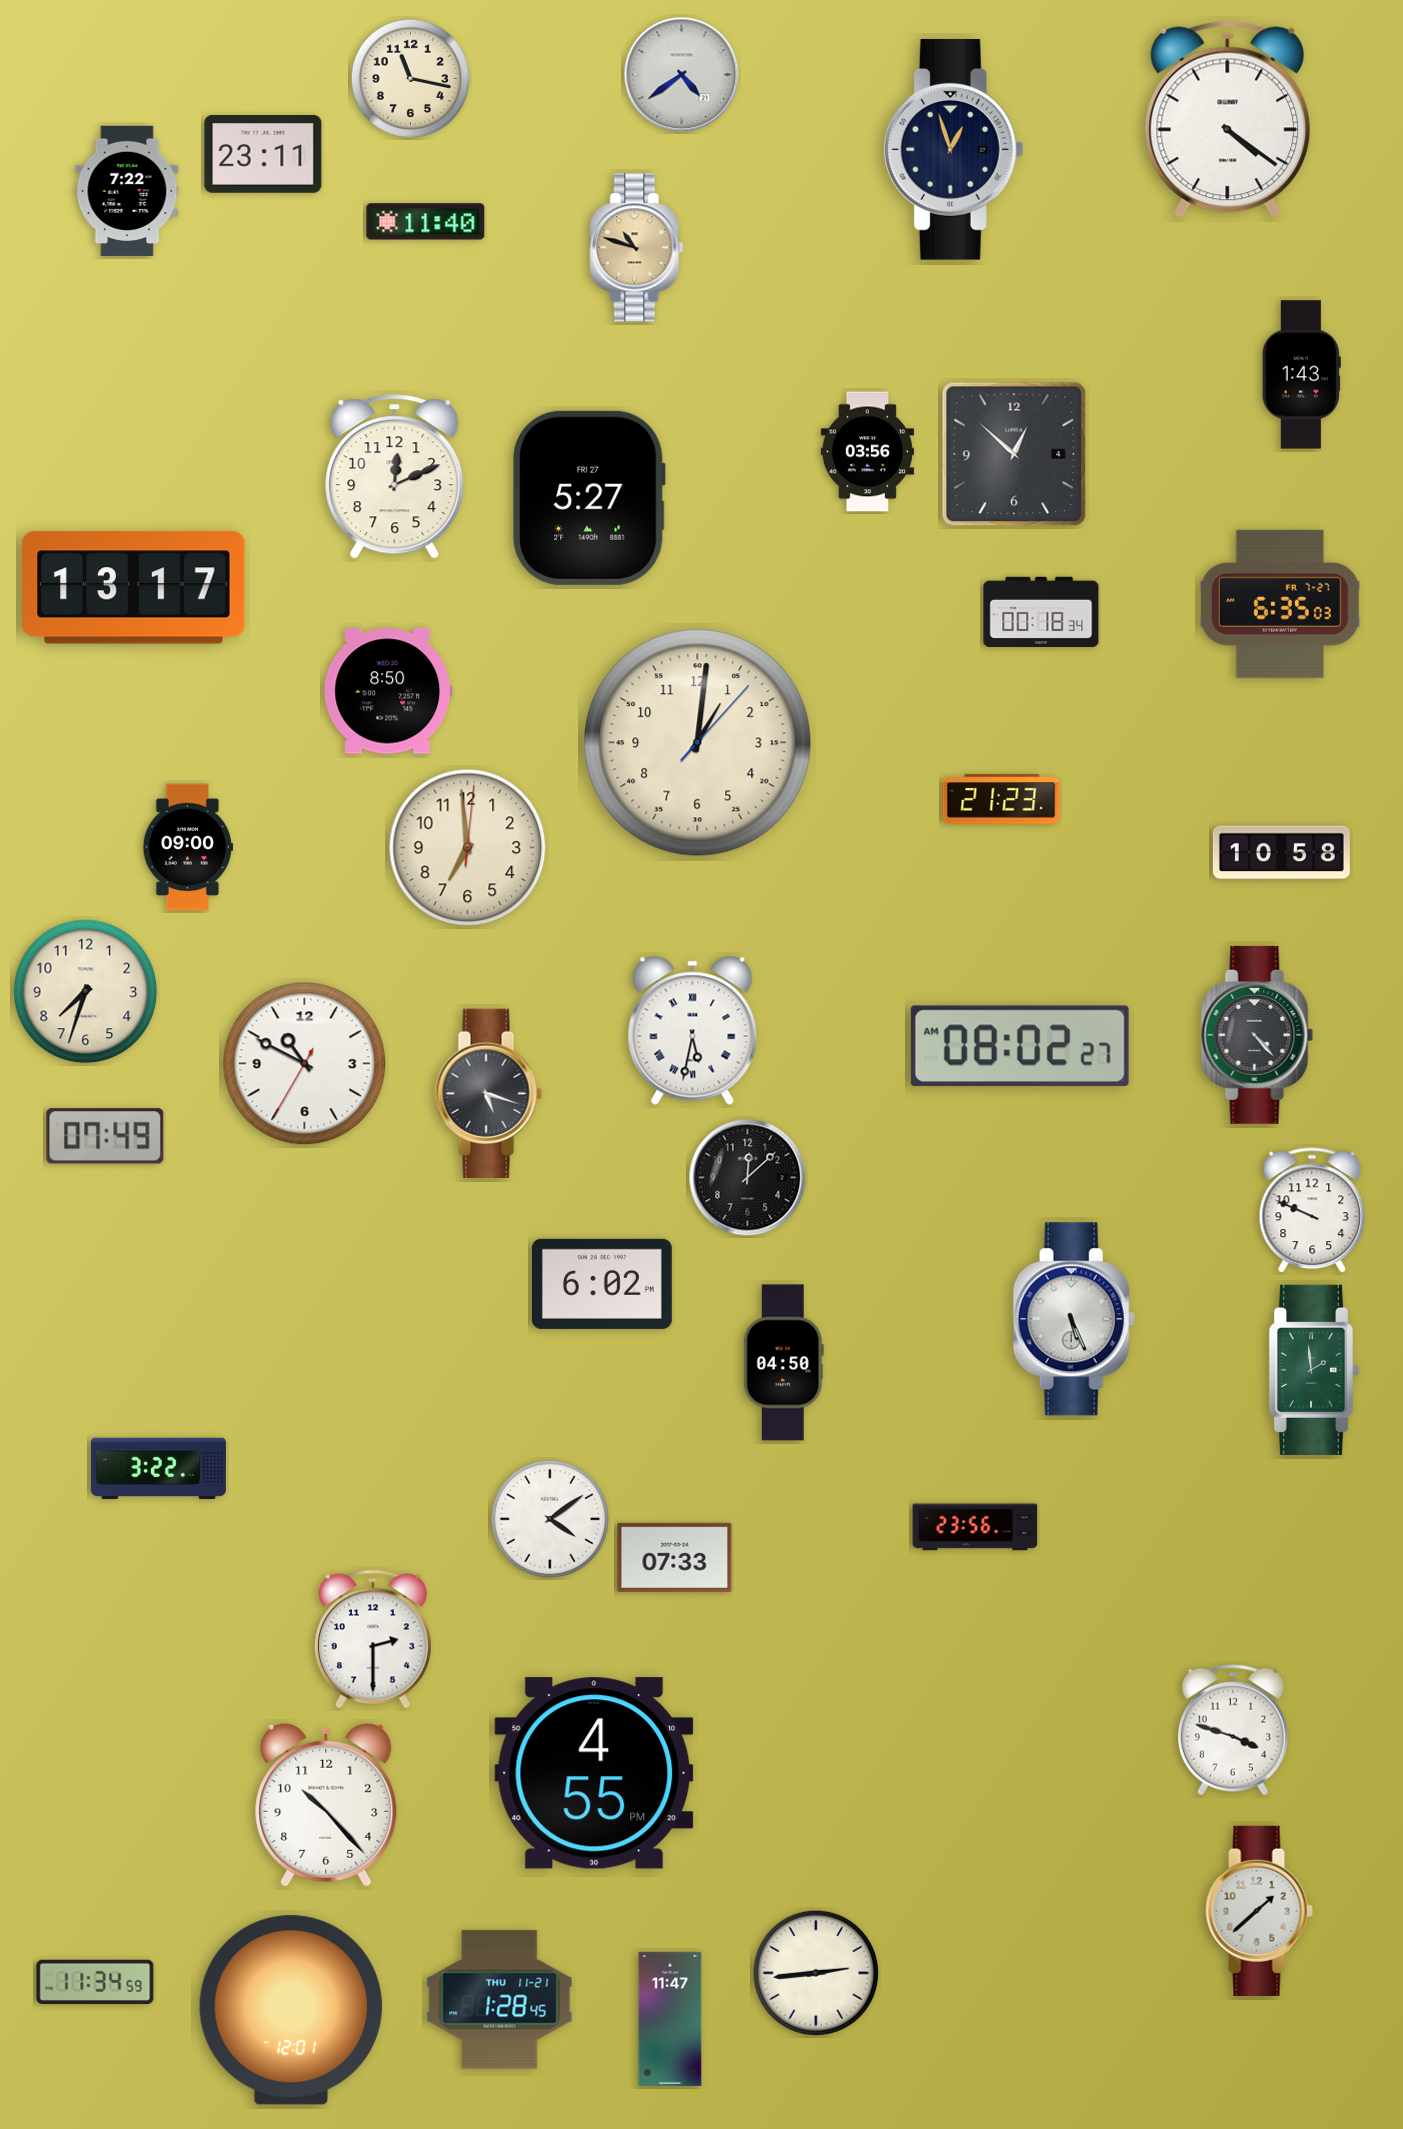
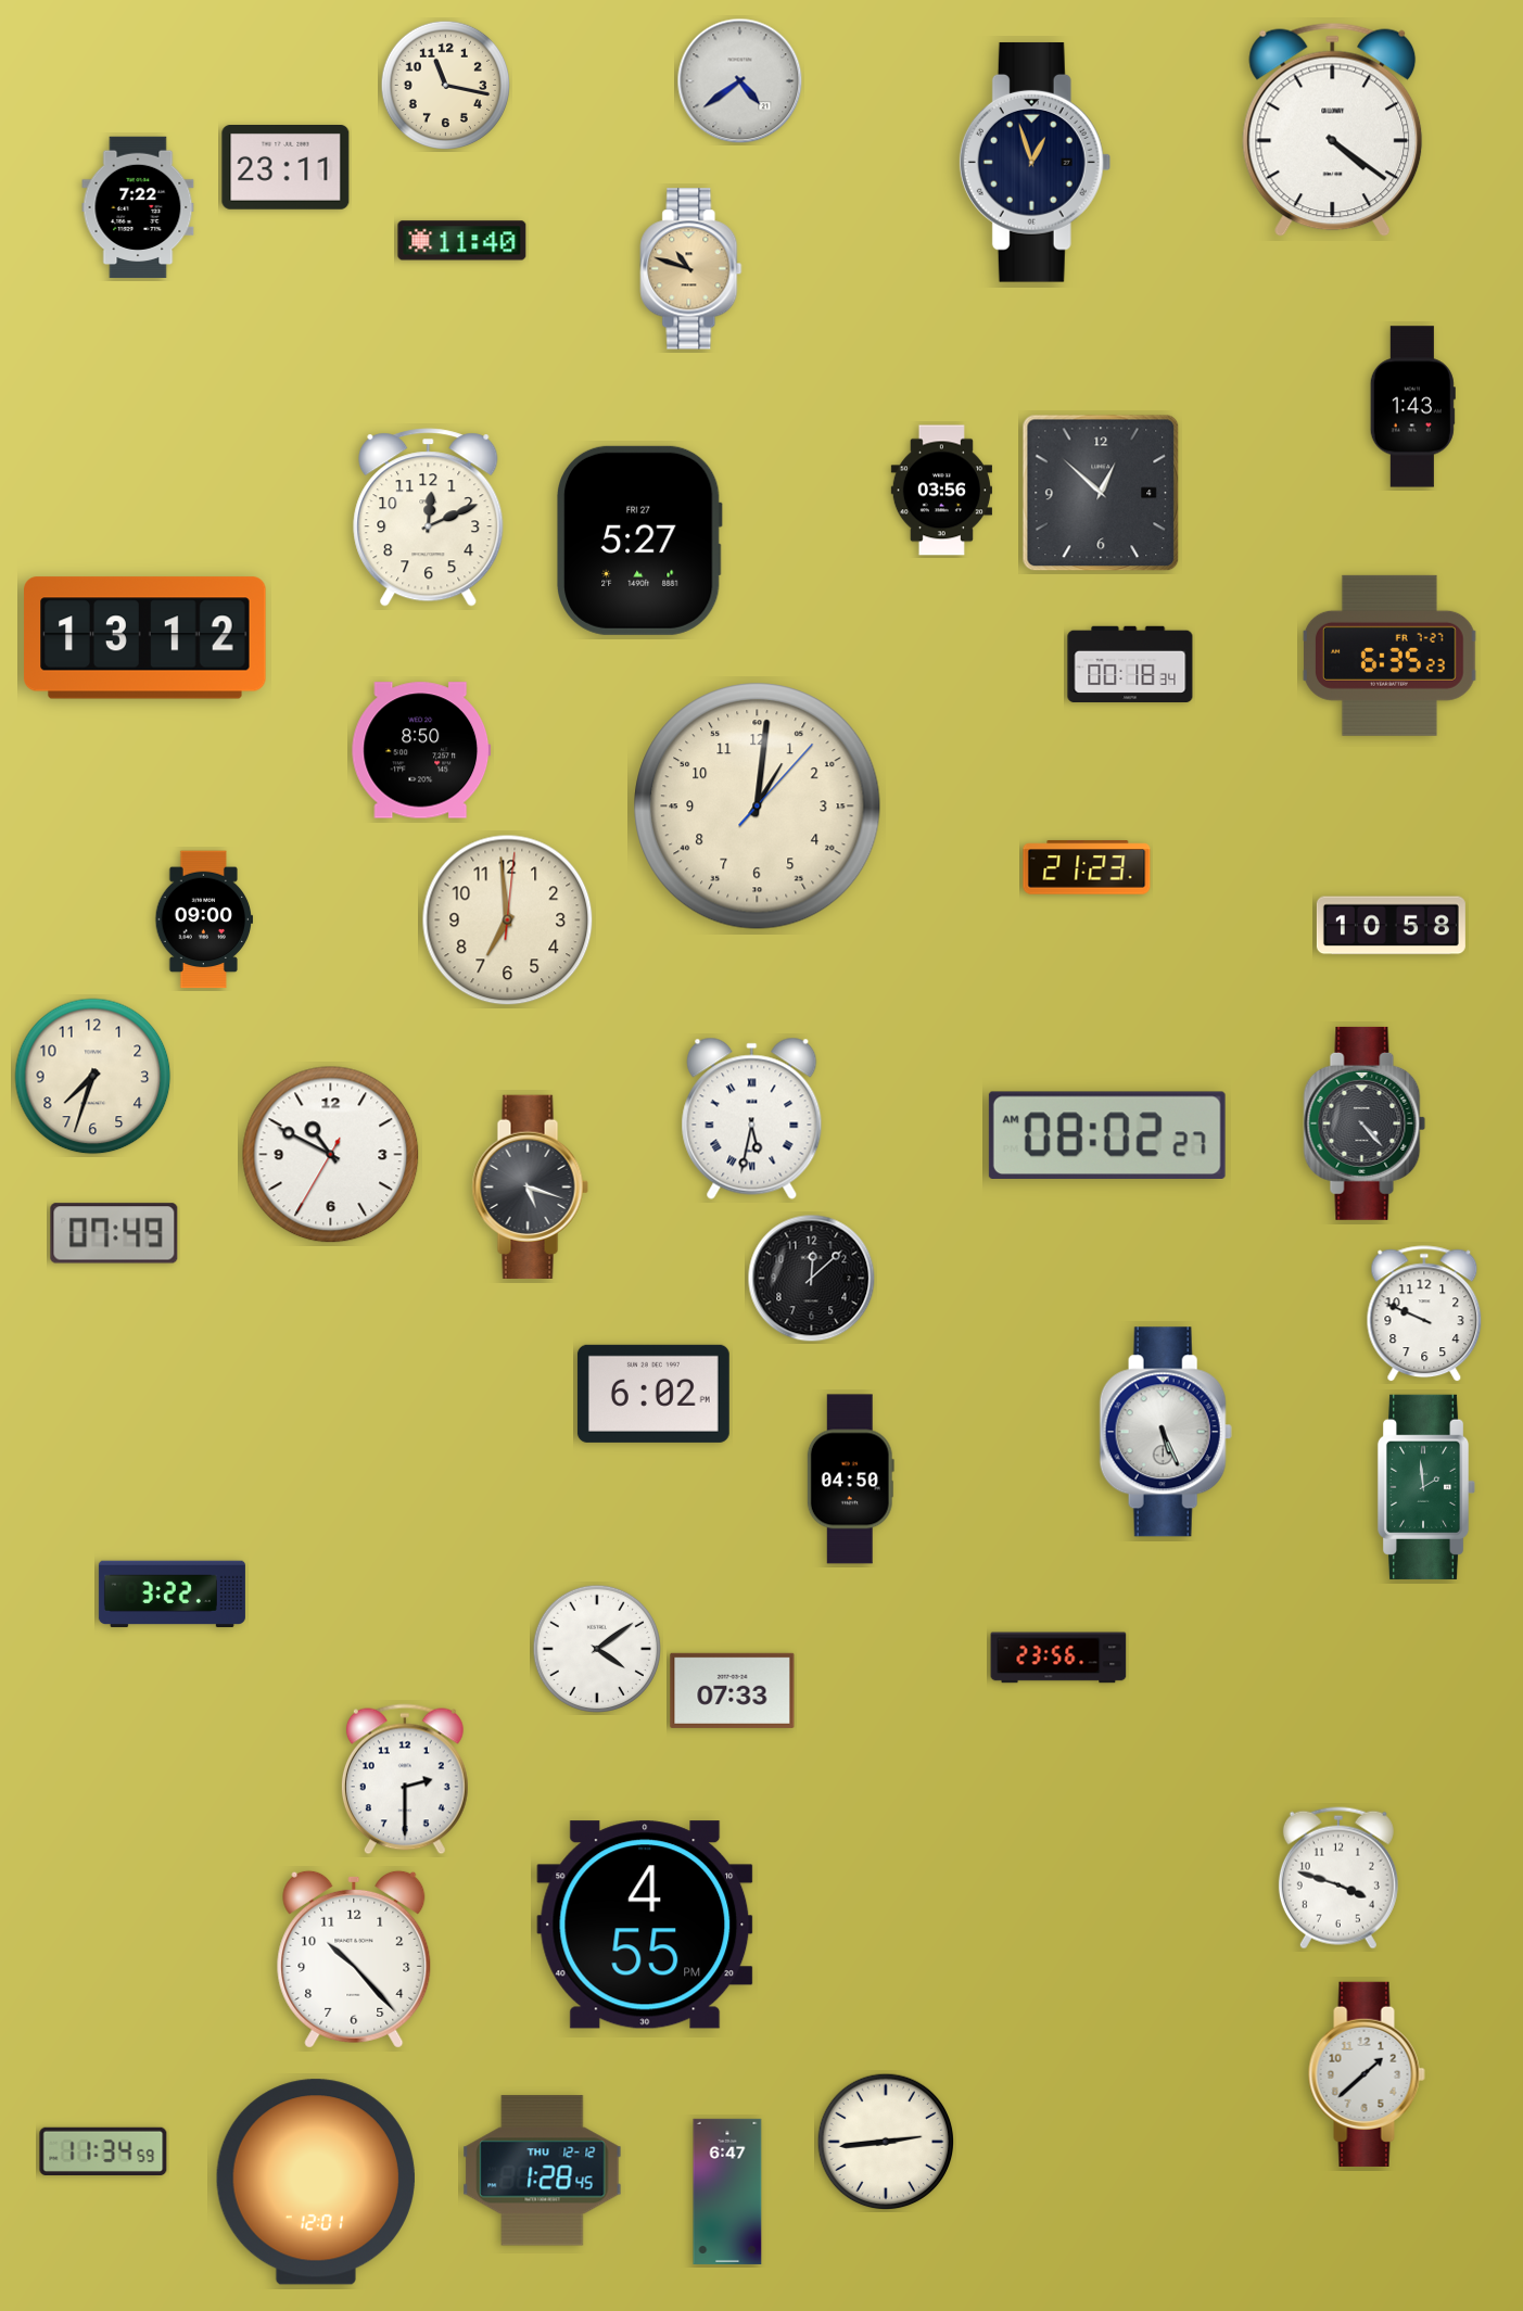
clock at (134, 588): 13:17 -> 13:12
clock at (1280, 604): 6:35:03 -> 6:35:23
clock at (500, 2000) date: THU 11-21 -> THU 12-12
clock at (670, 2019): 11:47 -> 6:47
